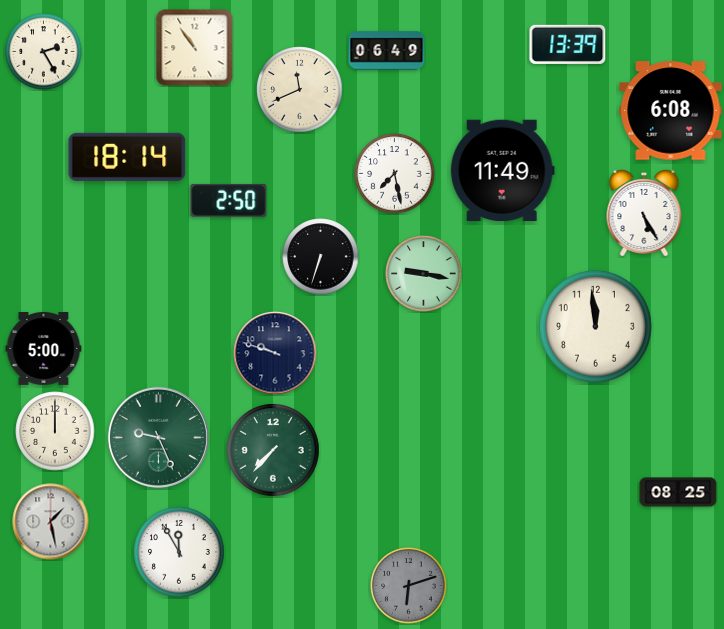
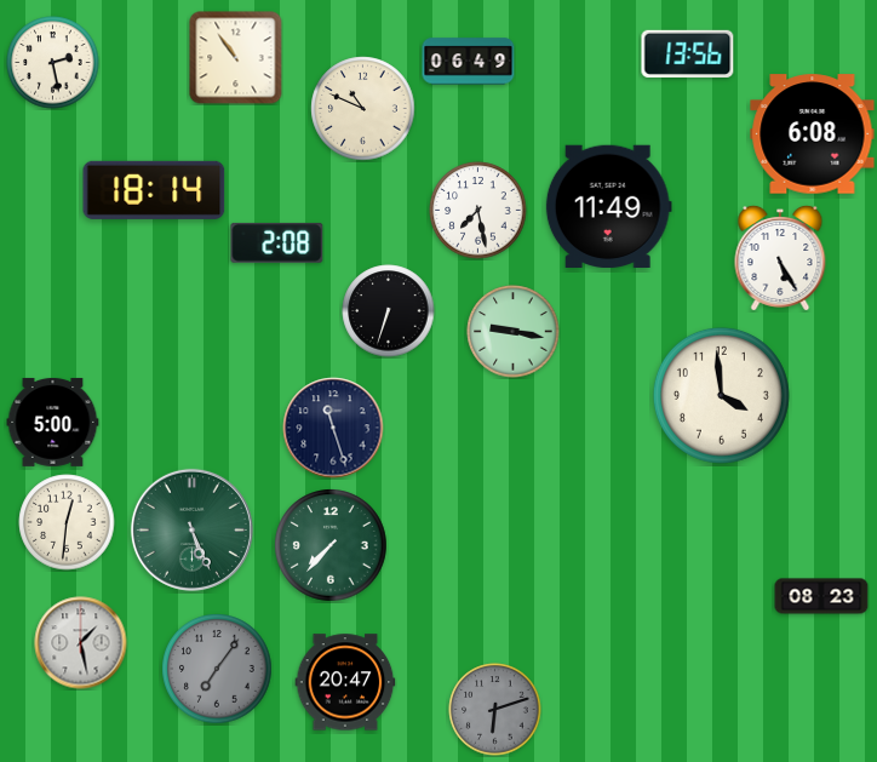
clock at (568, 44): 13:39 -> 13:56
clock at (44, 52): 2:25 -> 2:28
clock at (300, 90): 11:41 -> 10:49
clock at (229, 200): 2:50 -> 2:08
clock at (595, 326): 11:59 -> 3:59
clock at (275, 353): 9:48 -> 11:27
clock at (55, 431): 12:00 -> 12:31
clock at (158, 437): 9:26 -> 5:26
clock at (678, 492): 08:25 -> 08:23
clock at (51, 522) position: (51, 522) -> (81, 643)
clock at (179, 552): 11:55 -> 7:06
clock at (179, 552) dial: white -> grey
clock at (345, 682): none -> 20:47
